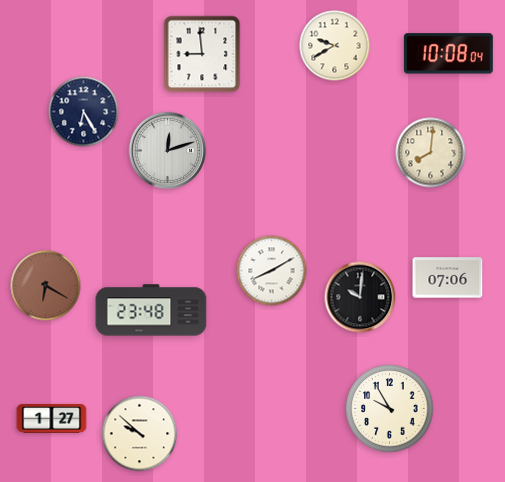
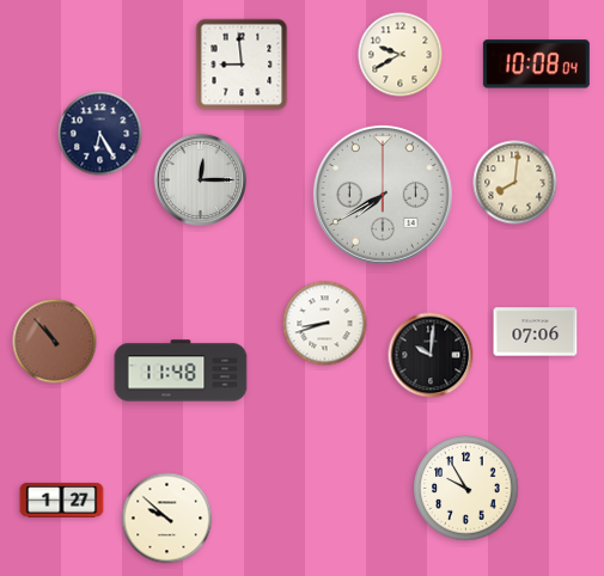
clock at (168, 151): 12:12 -> 12:15
clock at (383, 195): none -> 7:40
clock at (272, 271): 8:10 -> 8:42
clock at (46, 286): 6:20 -> 10:53
clock at (151, 310): 23:48 -> 11:48
